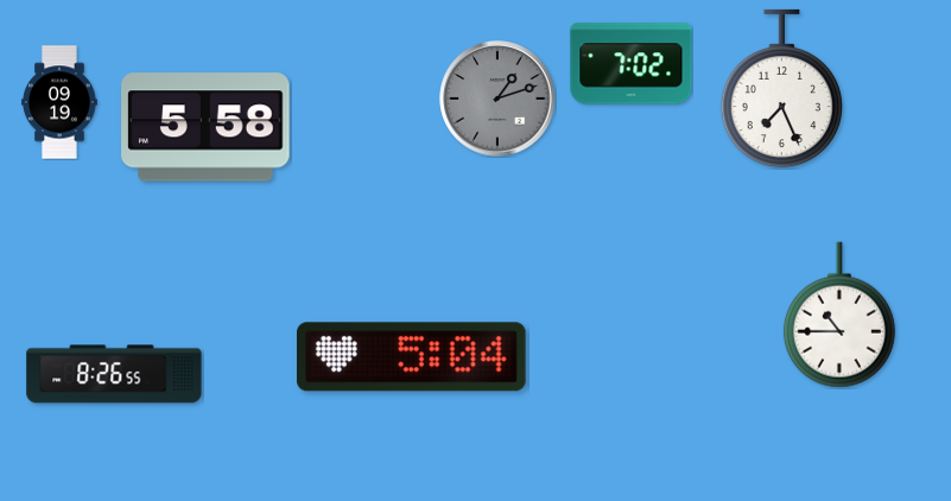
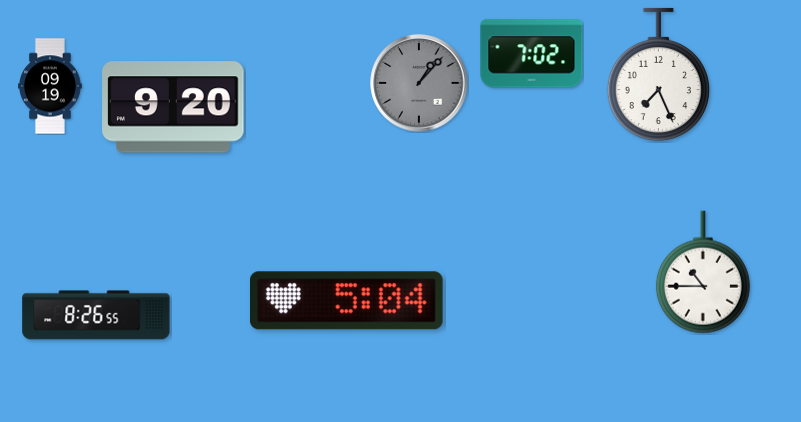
clock at (497, 99): 1:12 -> 1:07
clock at (205, 127): 5:58 -> 9:20
clock at (839, 315) position: (839, 315) -> (703, 272)
